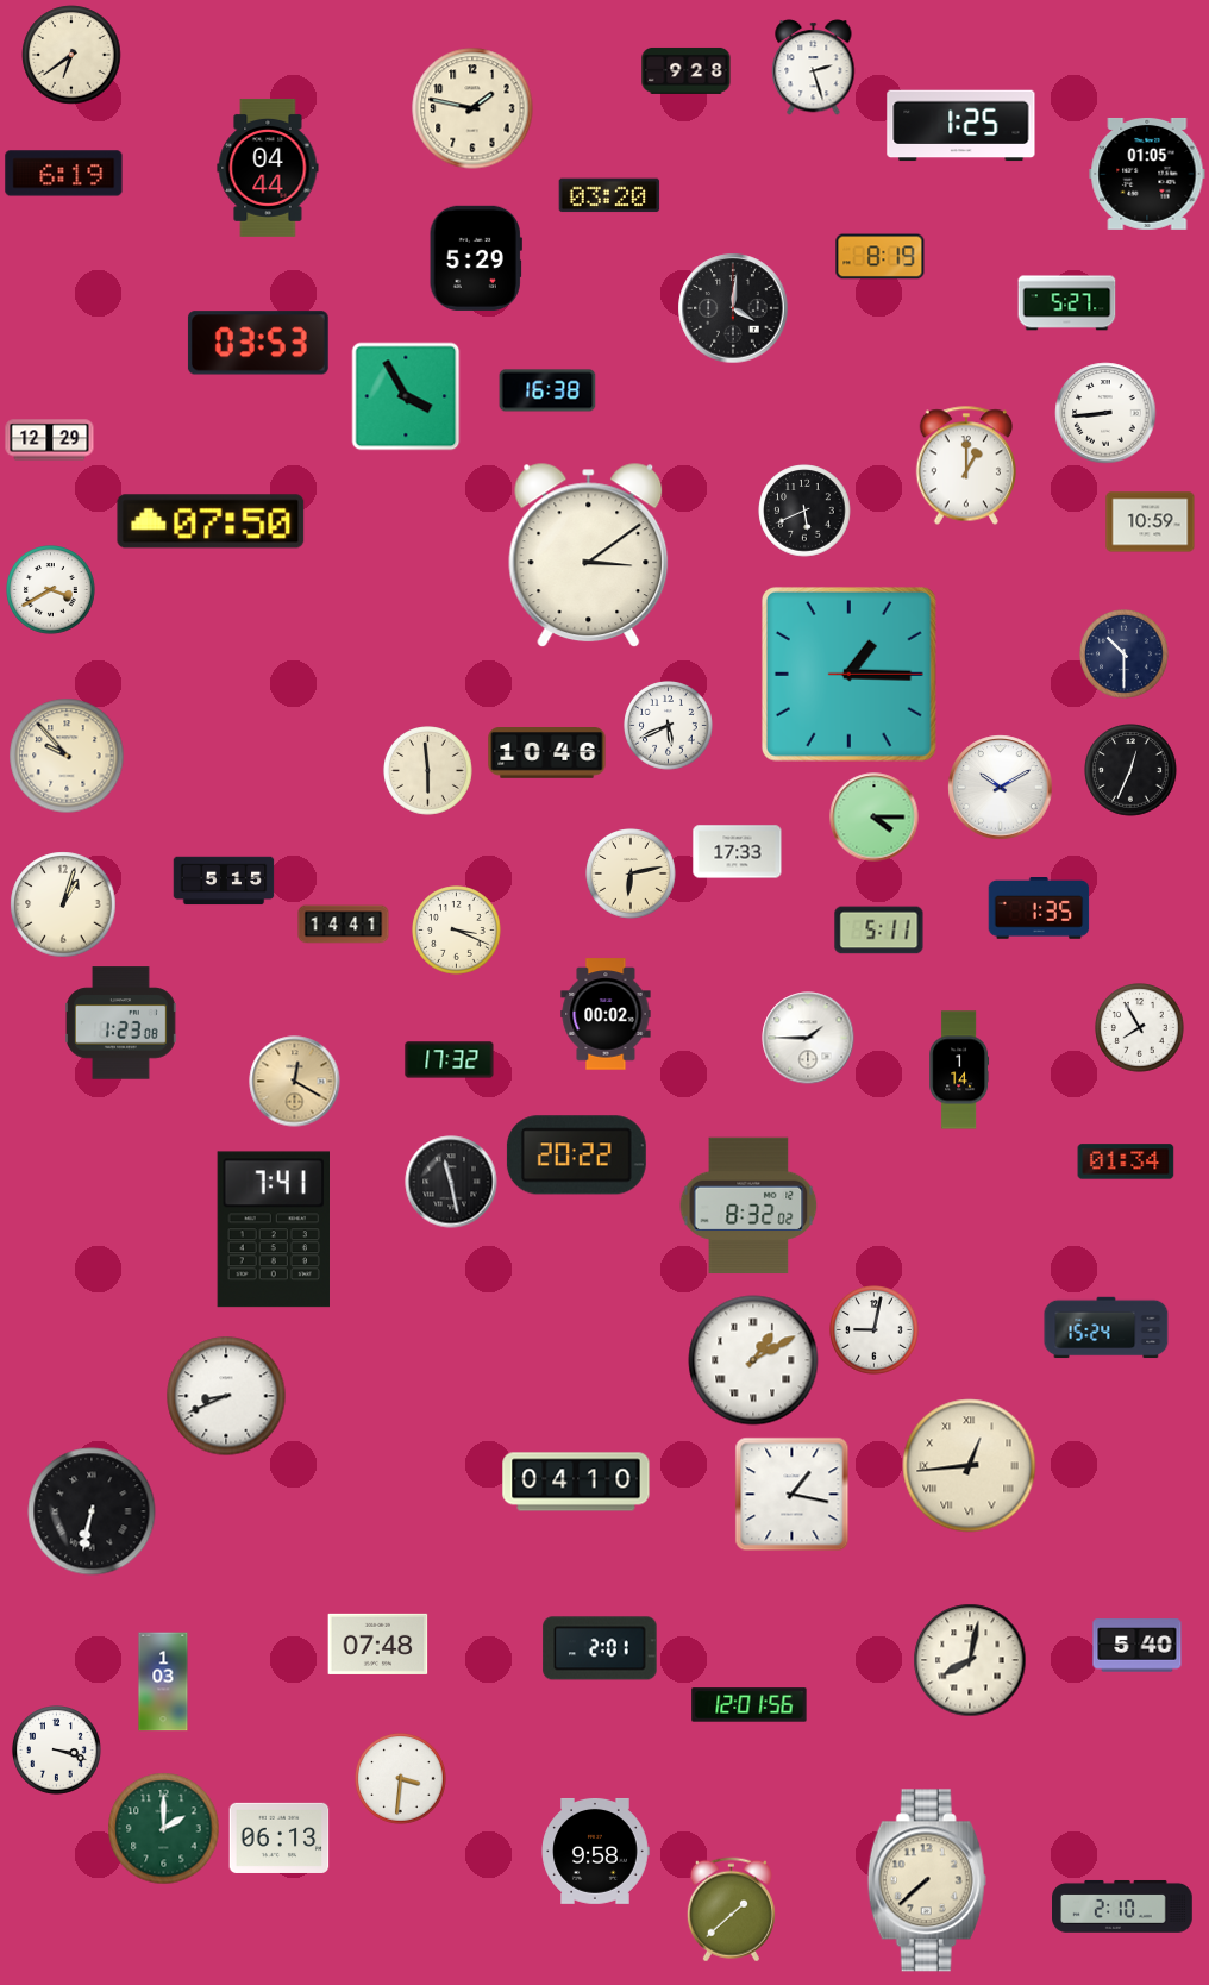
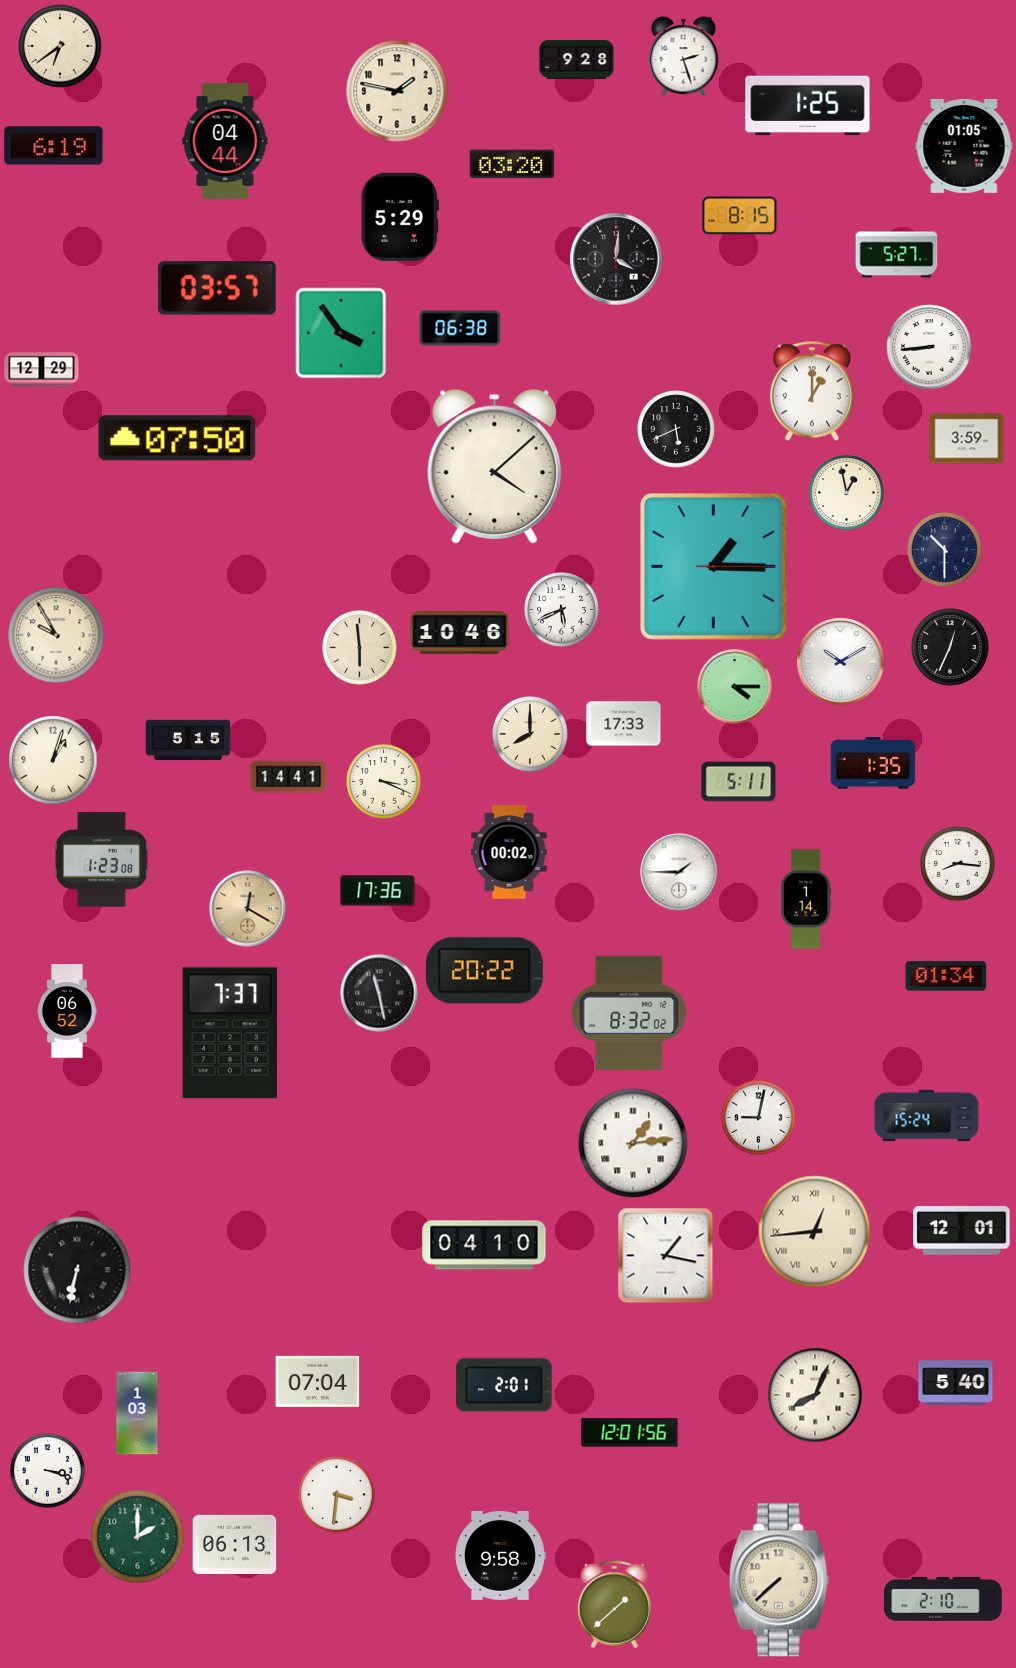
clock at (881, 257): 8:19 -> 8:15
clock at (258, 343): 03:53 -> 03:57
clock at (547, 390): 16:38 -> 06:38
clock at (406, 396): 3:55 -> 3:54
clock at (1151, 522): 10:59 -> 3:59
clock at (589, 555): 3:09 -> 4:08
clock at (847, 493): none -> 12:58
clock at (51, 590): 3:40 -> none
clock at (67, 756): 9:53 -> 9:55
clock at (738, 852) position: (738, 852) -> (624, 724)
clock at (631, 873): 6:13 -> 8:00
clock at (1140, 1028): 7:55 -> 8:16
clock at (450, 1060): 17:32 -> 17:36
clock at (67, 1011): none -> 06:52
clock at (273, 1229): 7:41 -> 7:37
clock at (1107, 1328) position: (1107, 1328) -> (927, 1116)
clock at (875, 1330) position: (875, 1330) -> (759, 1118)
clock at (753, 1360): 1:10 -> 1:14
clock at (226, 1396): 8:41 -> none
clock at (962, 1231): none -> 12:01
clock at (378, 1643): 07:48 -> 07:04
clock at (970, 1660): 8:02 -> 8:04
clock at (1123, 1906) position: (1123, 1906) -> (944, 1599)
